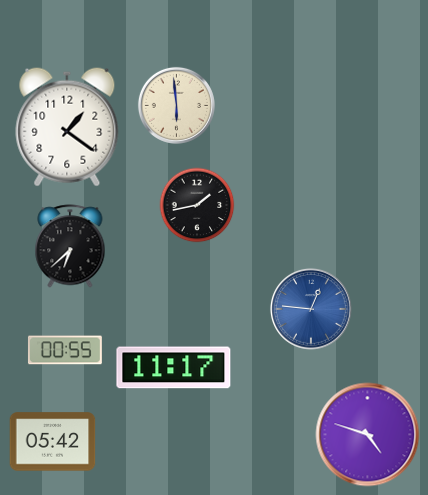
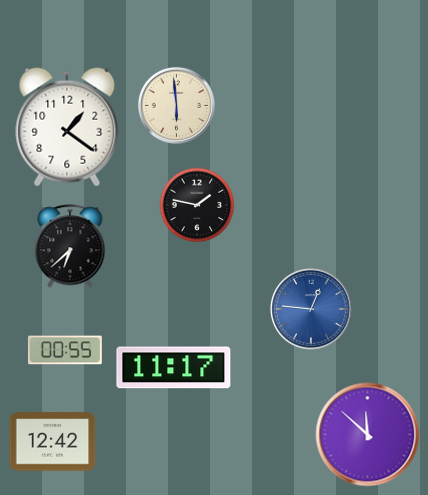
clock at (197, 205): 1:43 -> 1:47
clock at (368, 435): 4:48 -> 11:52
clock at (53, 442): 05:42 -> 12:42
